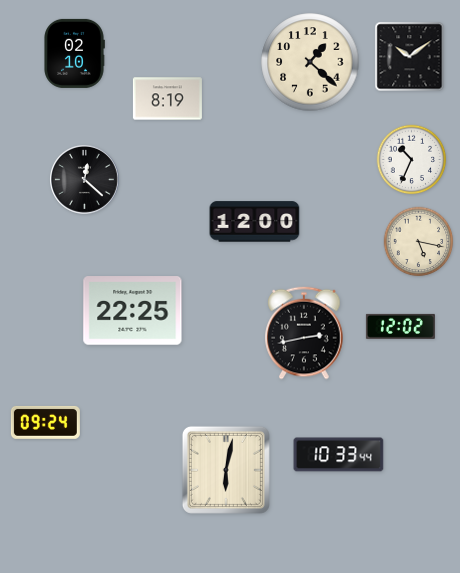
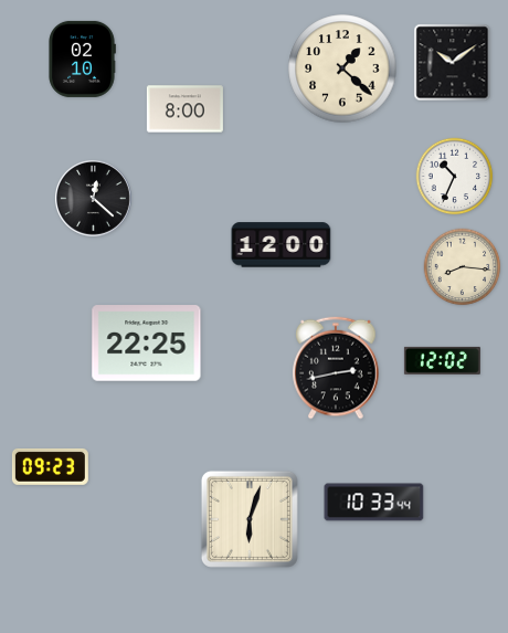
clock at (167, 99): 8:19 -> 8:00
clock at (419, 242): 5:17 -> 8:16
clock at (45, 422): 09:24 -> 09:23
clock at (226, 470): 6:02 -> 6:03
